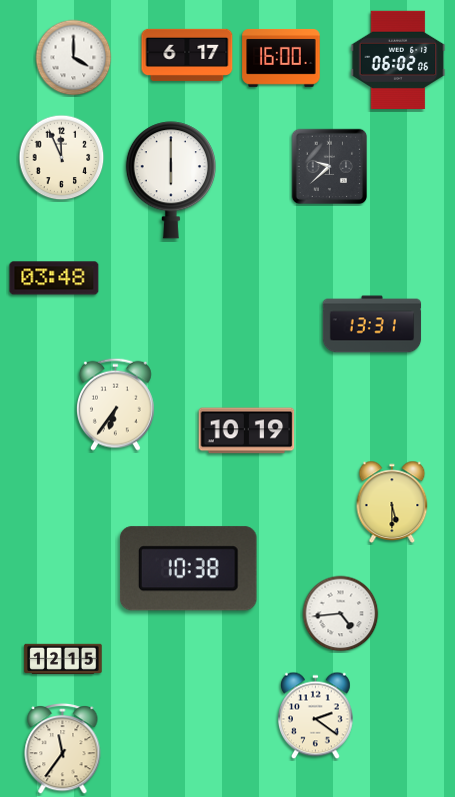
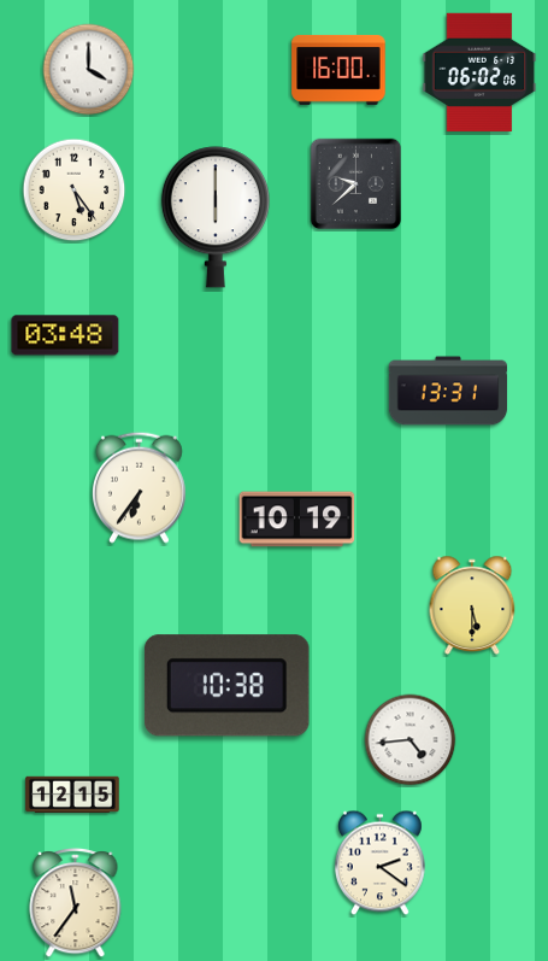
clock at (187, 55): 6:17 -> none
clock at (62, 158): 11:56 -> 5:24
clock at (330, 167) position: (330, 167) -> (357, 184)
clock at (171, 180) position: (171, 180) -> (216, 217)
clock at (63, 659) position: (63, 659) -> (72, 795)
